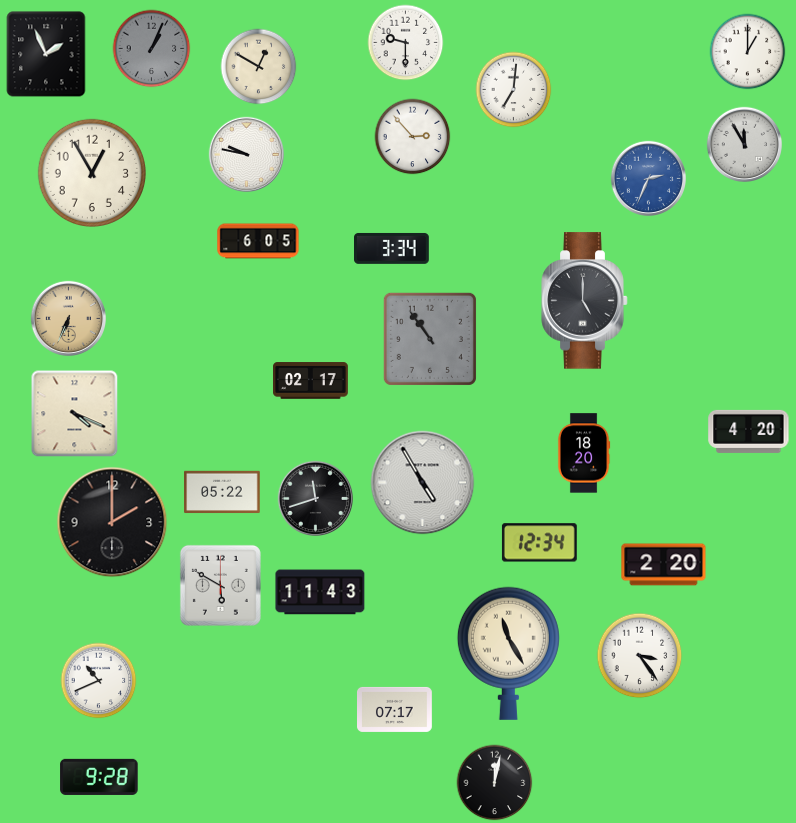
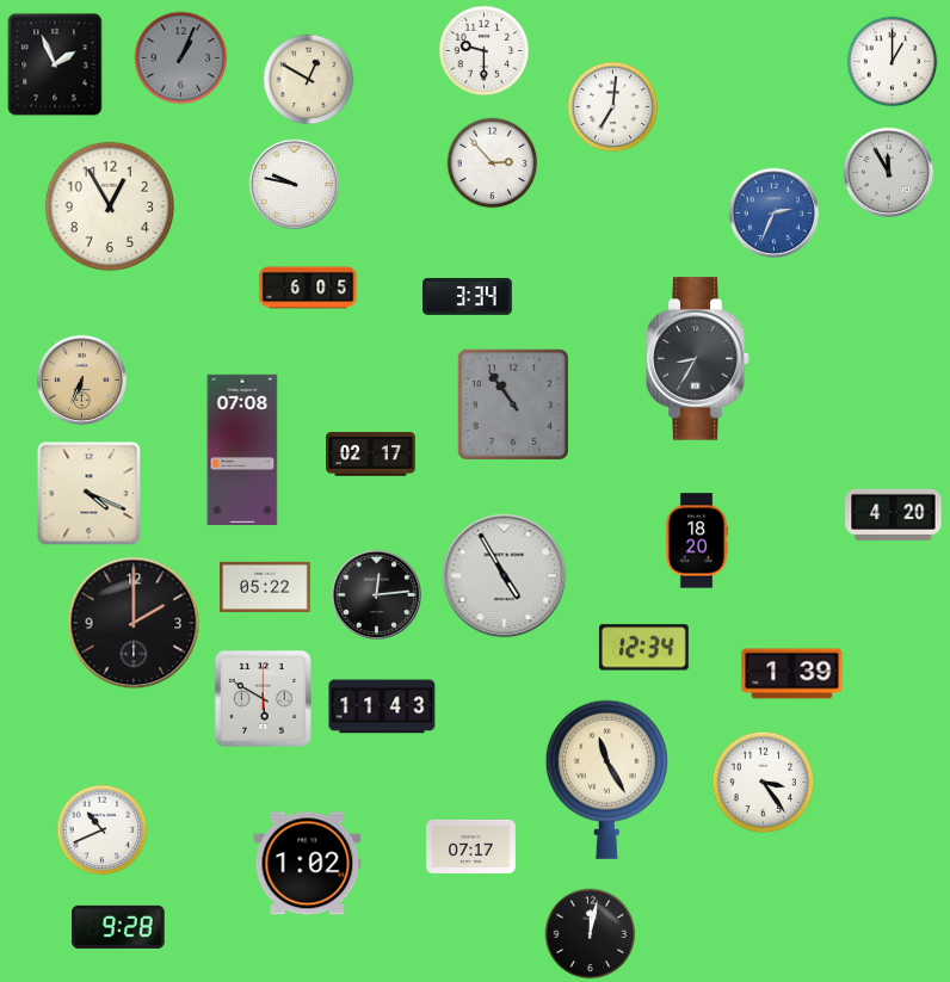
clock at (585, 301): 5:00 -> 8:35
clock at (242, 450): none -> 07:08
clock at (315, 498): 11:42 -> 12:14
clock at (664, 565): 2:20 -> 1:39
clock at (99, 681) position: (99, 681) -> (103, 830)
clock at (308, 864): none -> 1:02
